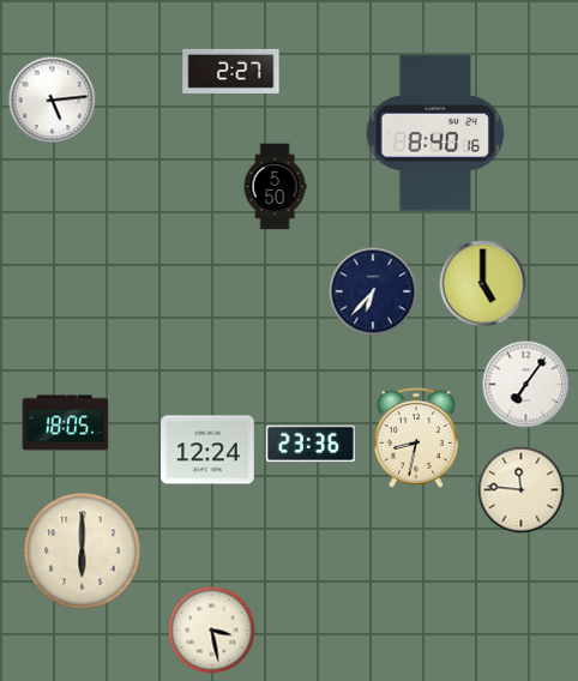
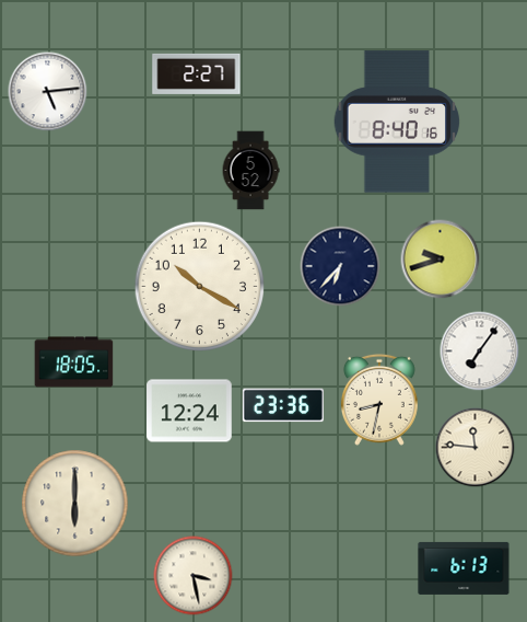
clock at (231, 71) position: (231, 71) -> (197, 73)
clock at (275, 187): 5:50 -> 5:52
clock at (483, 284): 5:00 -> 9:42
clock at (199, 286): none -> 10:20
clock at (66, 423) position: (66, 423) -> (74, 362)
clock at (464, 568): none -> 6:13
